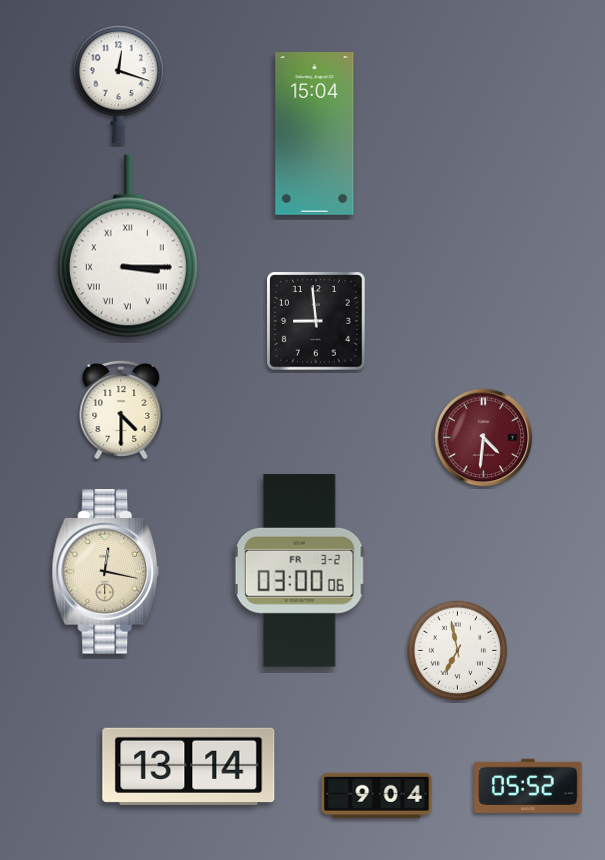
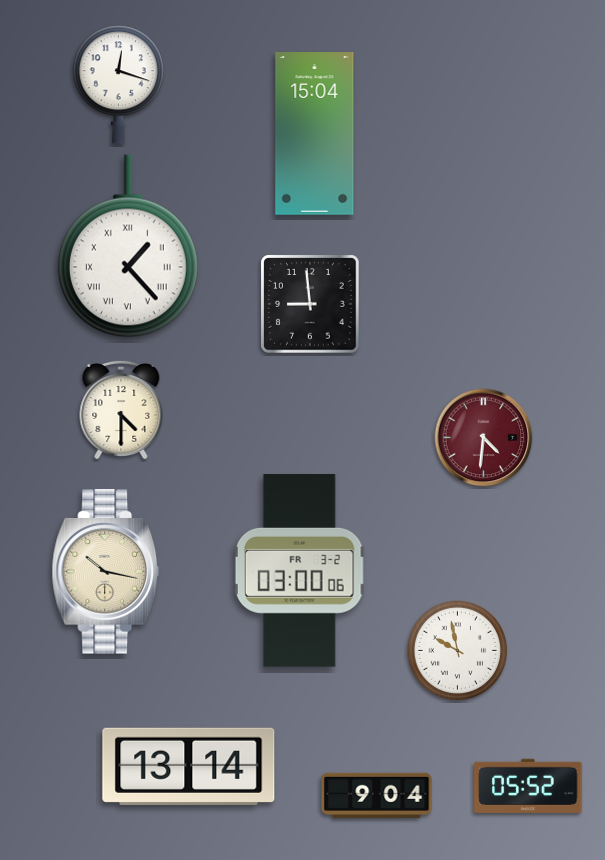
clock at (128, 246): 3:15 -> 1:23
clock at (316, 321) position: (316, 321) -> (310, 304)
clock at (106, 572): 12:17 -> 10:17
clock at (458, 651): 6:58 -> 9:58
